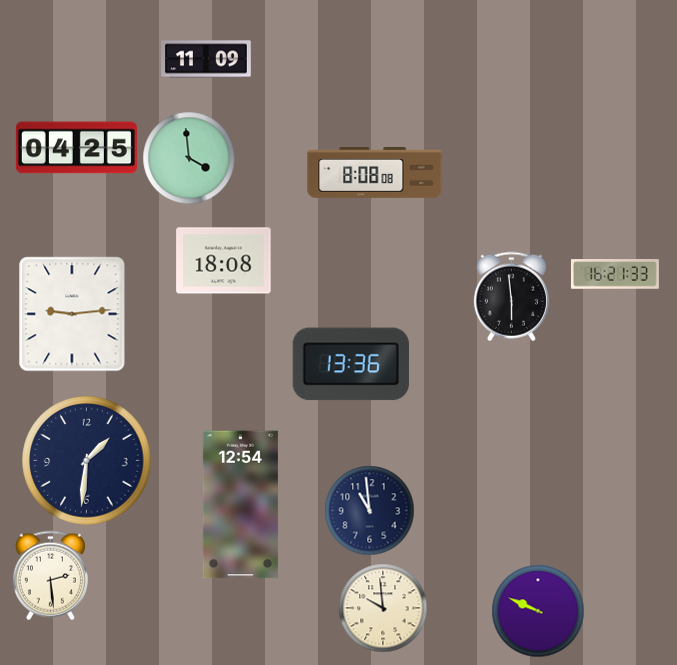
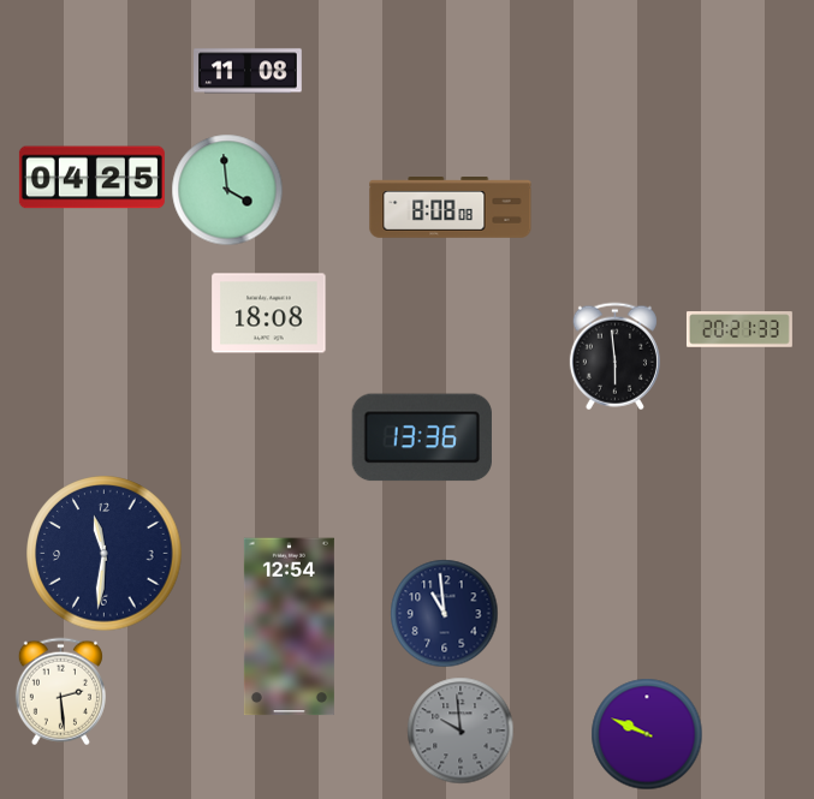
clock at (206, 59): 11:09 -> 11:08
clock at (615, 274): 16:21 -> 20:21
clock at (72, 314): 9:14 -> none
clock at (87, 461): 1:31 -> 11:31
clock at (240, 505) position: (240, 505) -> (289, 627)
clock at (383, 608) dial: cream -> grey
